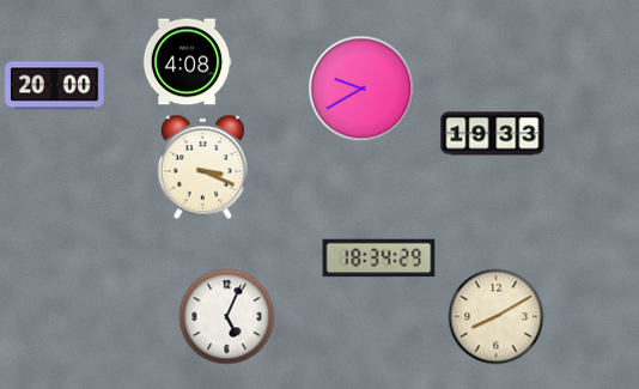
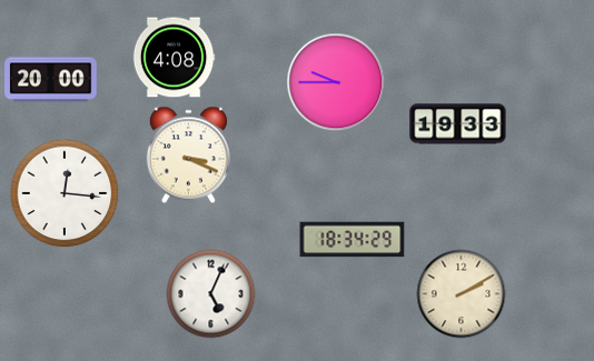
clock at (361, 89): 9:40 -> 9:45
clock at (65, 193): none -> 12:16
clock at (497, 317): 8:10 -> 2:10
